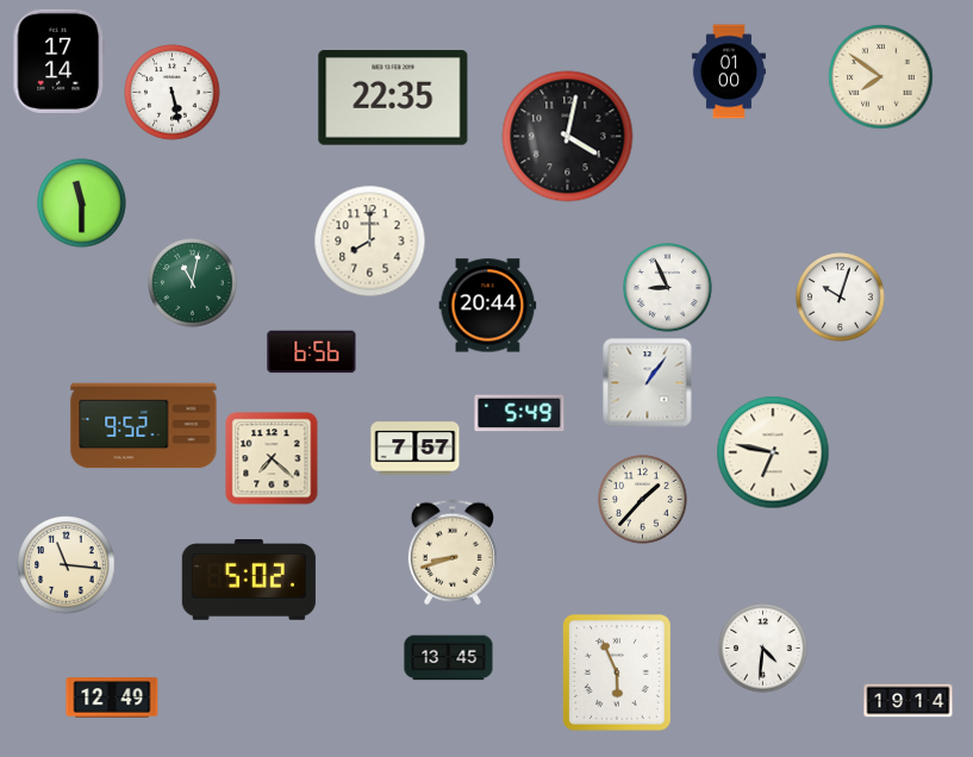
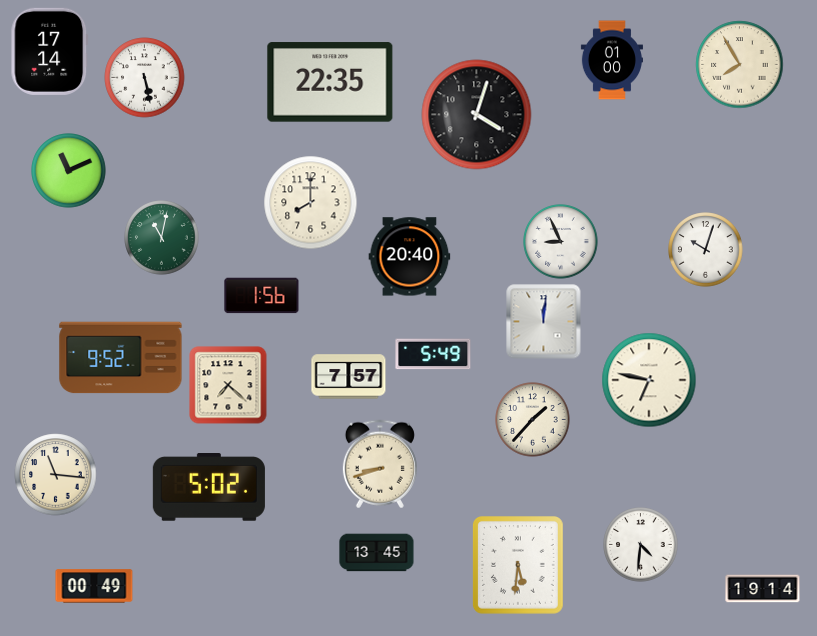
clock at (881, 77): 7:51 -> 7:55
clock at (568, 137): 4:02 -> 4:03
clock at (82, 204): 11:30 -> 11:11
clock at (488, 306): 20:44 -> 20:40
clock at (312, 352): 6:56 -> 1:56
clock at (648, 383): 1:06 -> 12:01
clock at (519, 413) position: (519, 413) -> (433, 354)
clock at (643, 500) position: (643, 500) -> (533, 420)
clock at (617, 674): 5:56 -> 5:31
clock at (112, 697): 12:49 -> 00:49
